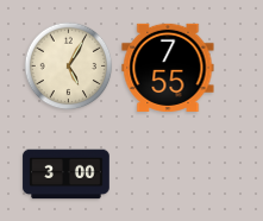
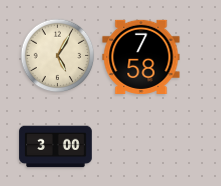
clock at (168, 68): 7:55 -> 7:58
